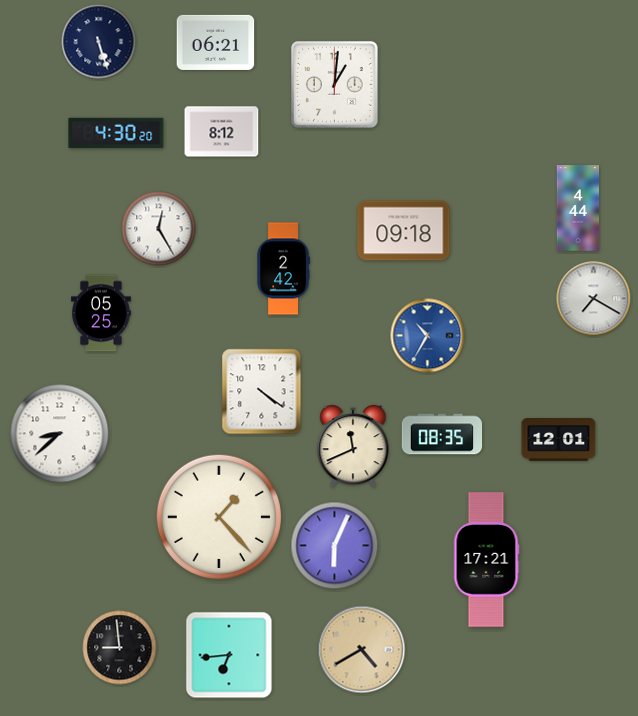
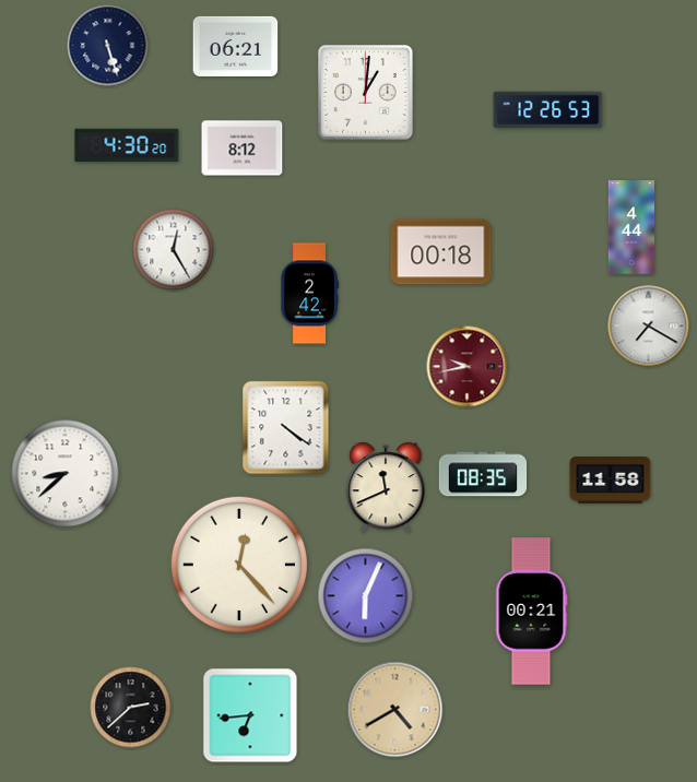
clock at (548, 110): none -> 12:26
clock at (222, 132) position: (222, 132) -> (243, 149)
clock at (404, 231): 09:18 -> 00:18
clock at (102, 313): 05:25 -> none
clock at (428, 336): 10:35 -> 9:43
clock at (428, 336) dial: blue -> burgundy
clock at (559, 440): 12:01 -> 11:58
clock at (219, 517): 1:23 -> 12:23
clock at (486, 560): 17:21 -> 00:21
clock at (120, 648): 8:59 -> 2:38
